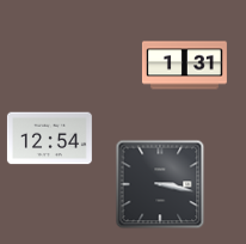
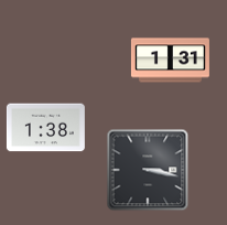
clock at (49, 139): 12:54 -> 1:38
